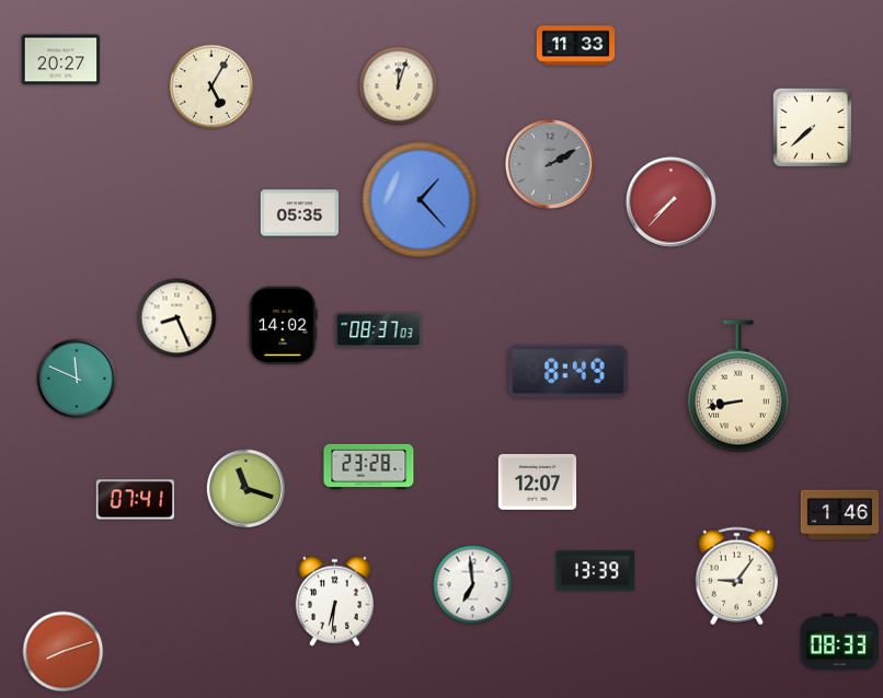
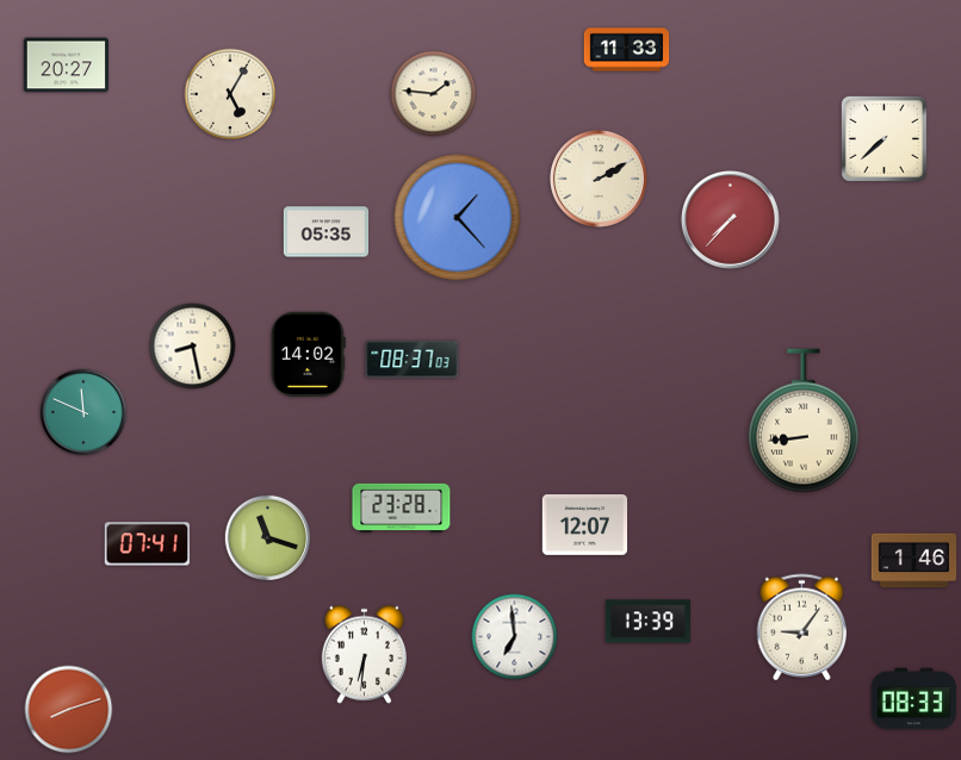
clock at (399, 86): 12:03 -> 1:46
clock at (550, 164) dial: grey -> cream
clock at (177, 318): 8:26 -> 8:28
clock at (569, 372): 8:49 -> none
clock at (739, 386): 8:43 -> 8:44
clock at (246, 489) position: (246, 489) -> (268, 538)
